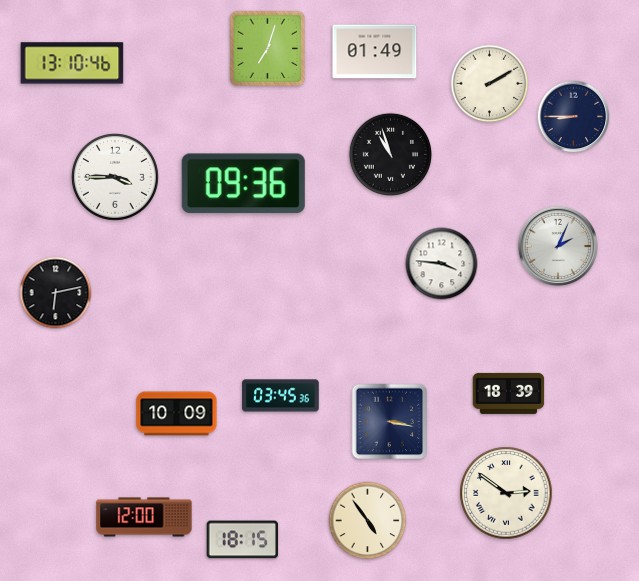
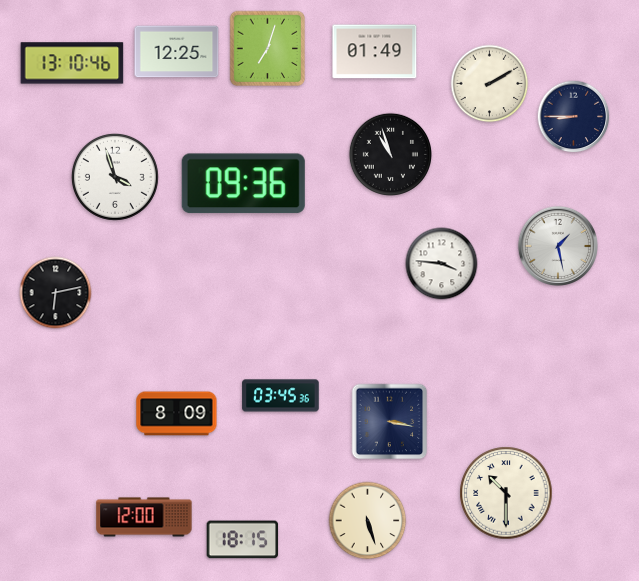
clock at (177, 52): none -> 12:25
clock at (115, 177): 3:45 -> 3:57
clock at (558, 246): 2:04 -> 1:28
clock at (509, 393): 18:39 -> none
clock at (177, 414): 10:09 -> 8:09
clock at (506, 493): 2:51 -> 10:30
clock at (368, 521): 4:54 -> 5:27
